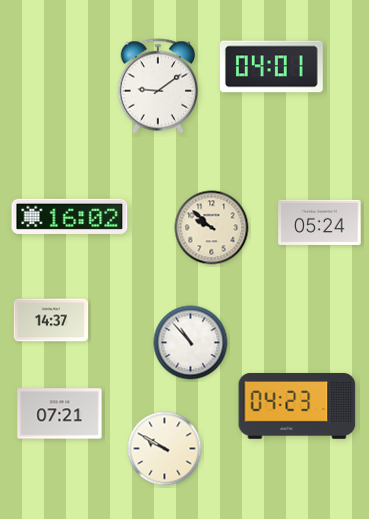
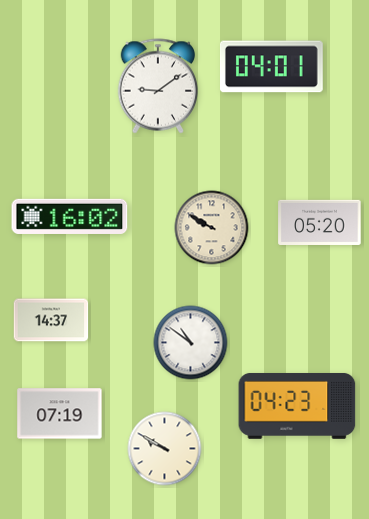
clock at (320, 222): 05:24 -> 05:20
clock at (212, 228): 9:52 -> 9:50
clock at (191, 343): 10:53 -> 10:51
clock at (60, 414): 07:21 -> 07:19
